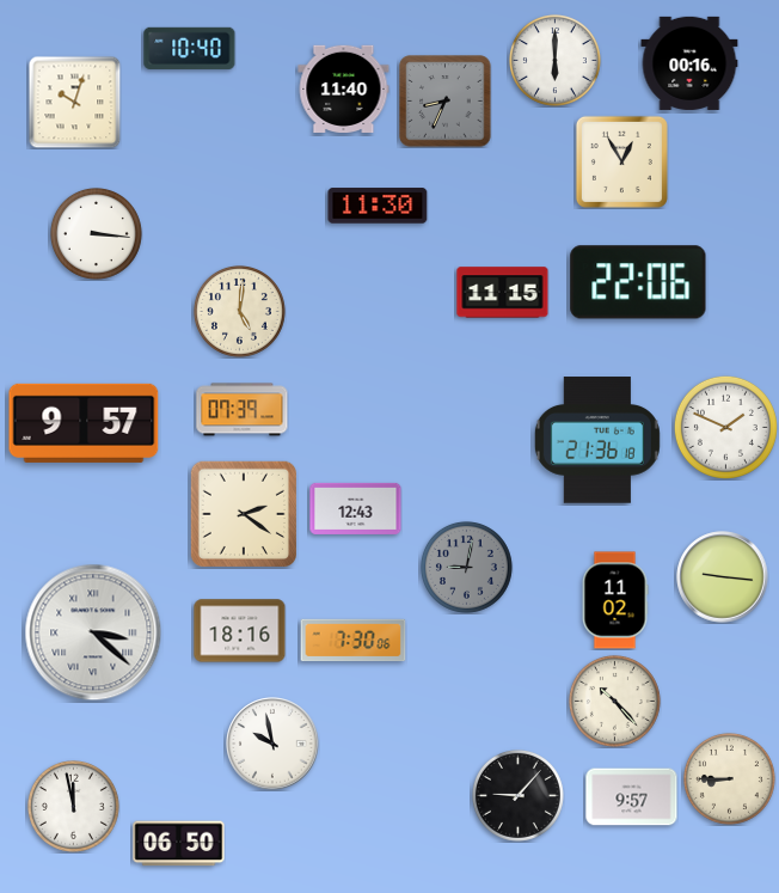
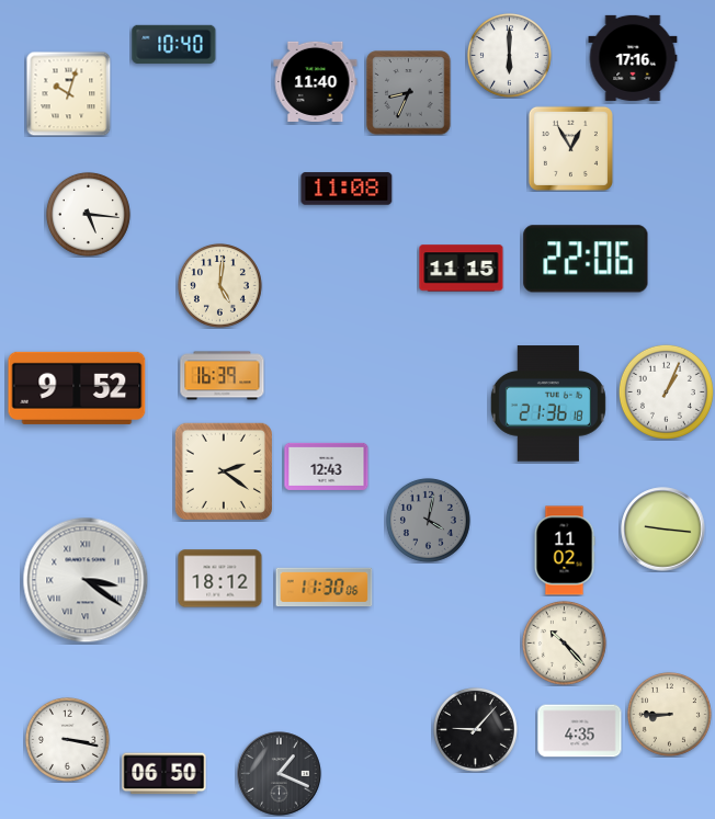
clock at (689, 63): 00:16 -> 17:16
clock at (378, 206): 11:30 -> 11:08
clock at (96, 233): 3:16 -> 5:16
clock at (243, 410): 07:39 -> 16:39
clock at (84, 423): 9:57 -> 9:52
clock at (725, 427): 1:49 -> 1:04
clock at (466, 567): 9:02 -> 4:02
clock at (240, 631): 18:16 -> 18:12
clock at (93, 632): 3:22 -> 3:21
clock at (354, 641): 7:30 -> 11:30
clock at (272, 744): 9:58 -> none
clock at (632, 797): 9:57 -> 4:35
clock at (73, 806): 11:58 -> 3:17
clock at (280, 774): none -> 1:19
